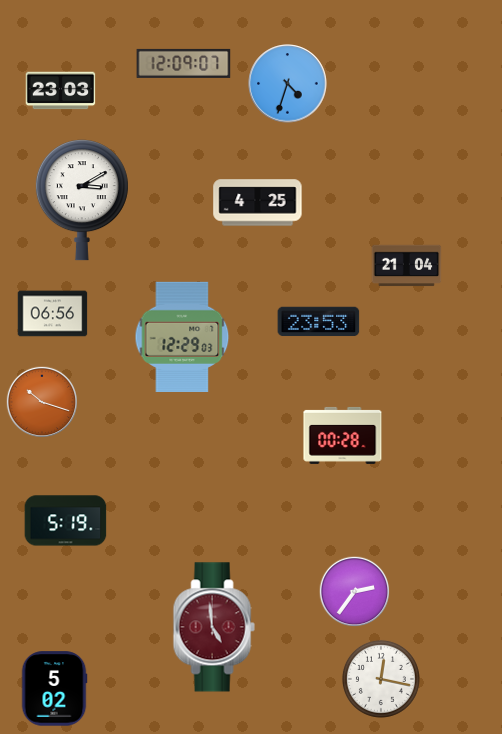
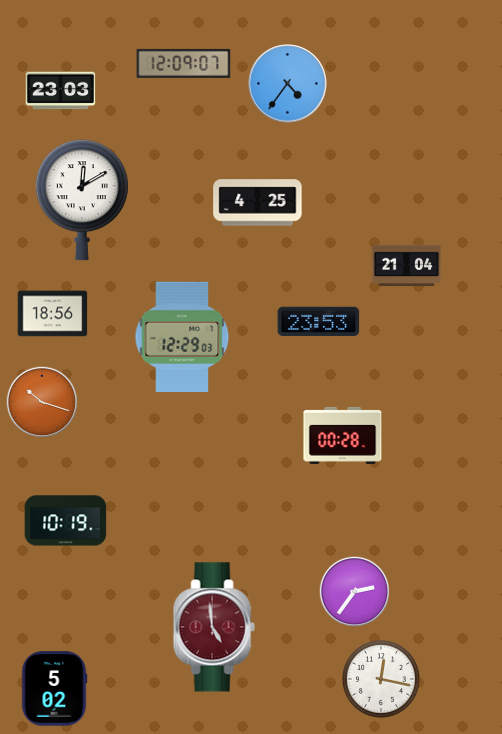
clock at (288, 84): 4:33 -> 4:36
clock at (82, 200): 3:10 -> 12:10
clock at (53, 314): 06:56 -> 18:56
clock at (66, 521): 5:19 -> 10:19
